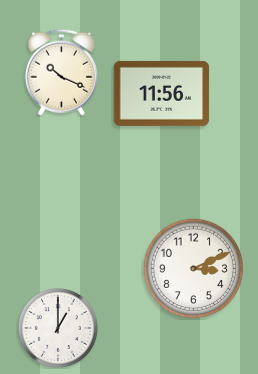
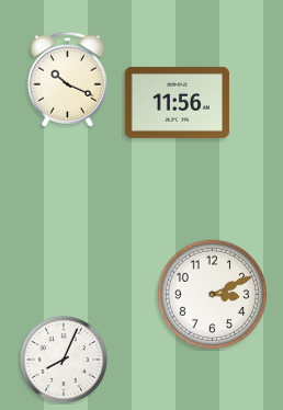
clock at (58, 328): 1:00 -> 8:04
